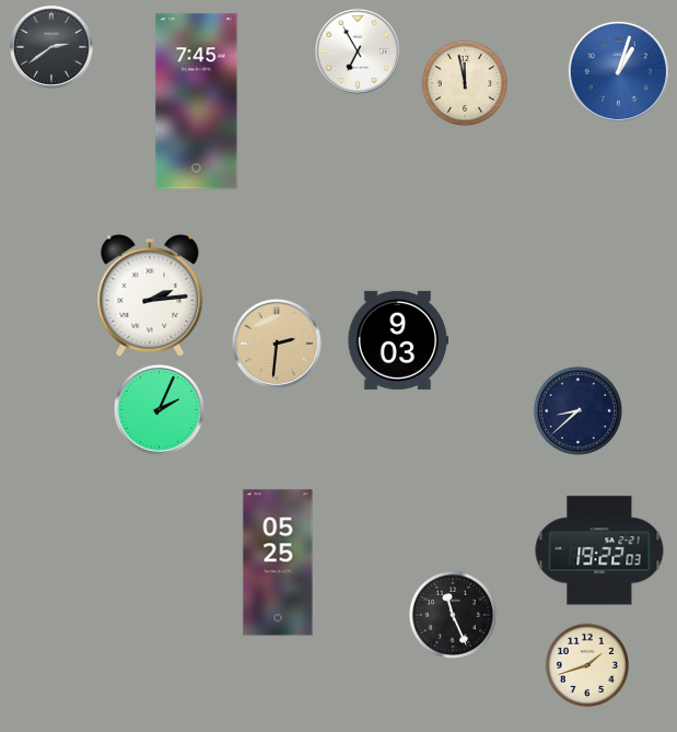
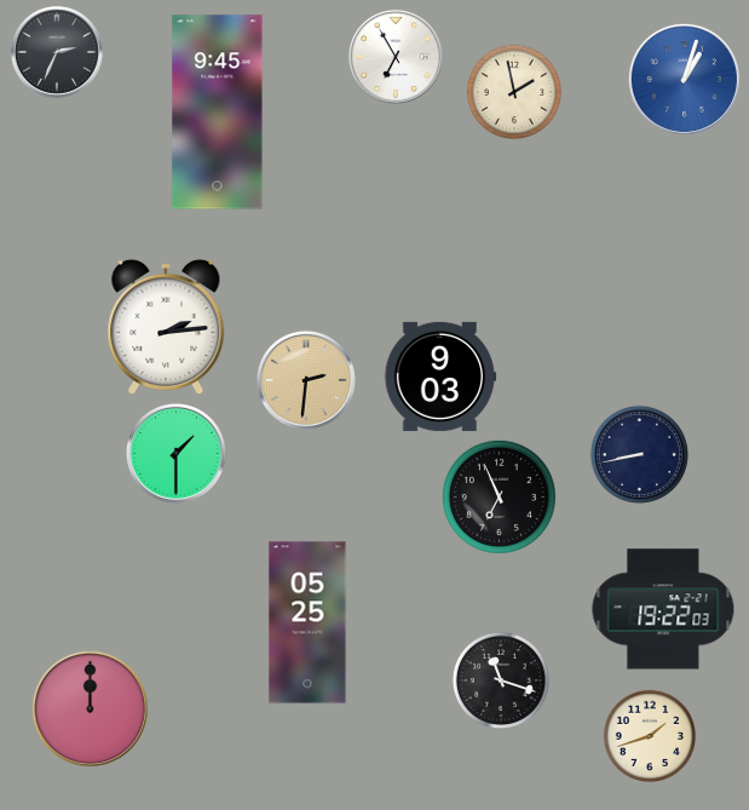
clock at (51, 47): 2:39 -> 2:34
clock at (464, 82): 11:58 -> 1:58
clock at (197, 102): 7:45 -> 9:45
clock at (159, 409): 2:04 -> 1:30
clock at (577, 410): 8:38 -> 8:43
clock at (499, 496): none -> 6:56
clock at (453, 615): 11:26 -> 11:18
clock at (90, 708): none -> 12:00
